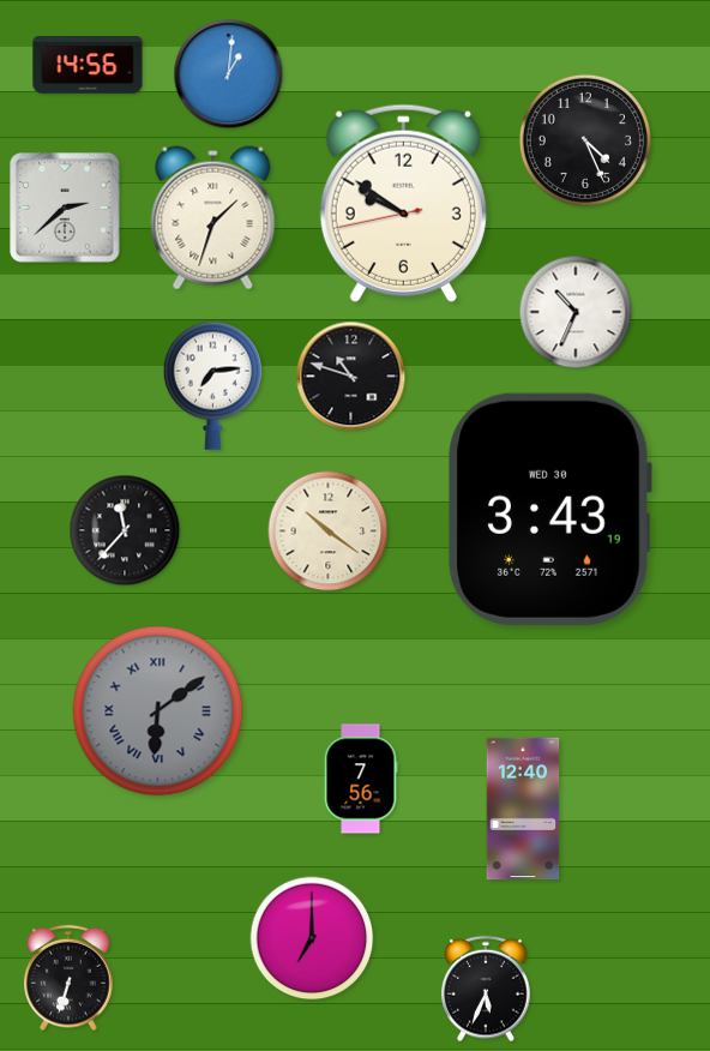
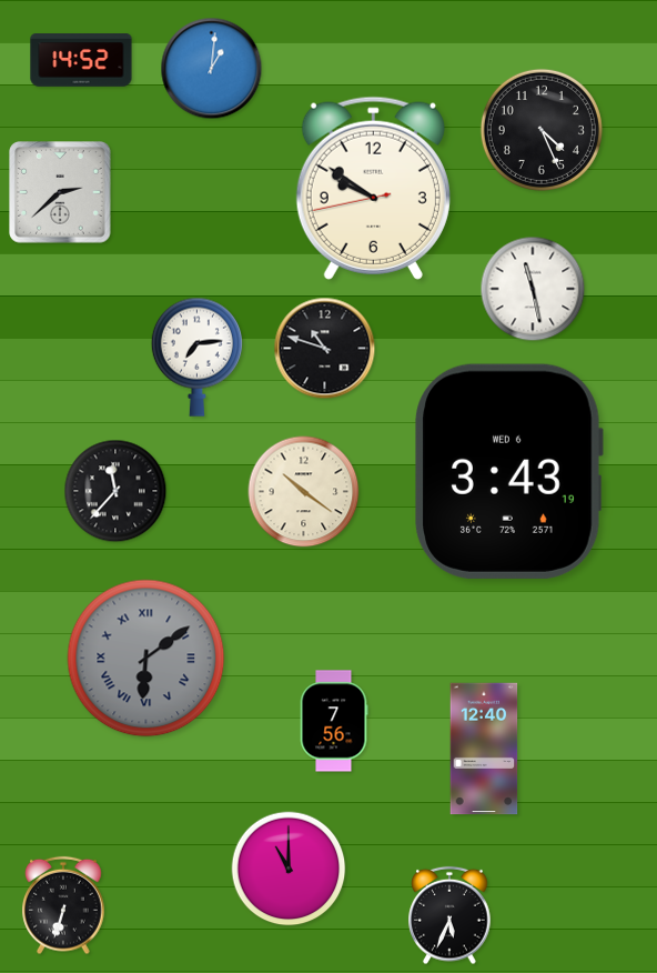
clock at (88, 65): 14:56 -> 14:52
clock at (213, 218): 1:33 -> none
clock at (576, 312): 10:34 -> 11:28
clock at (549, 509) date: WED 30 -> WED 6
clock at (312, 938): 7:00 -> 11:00
